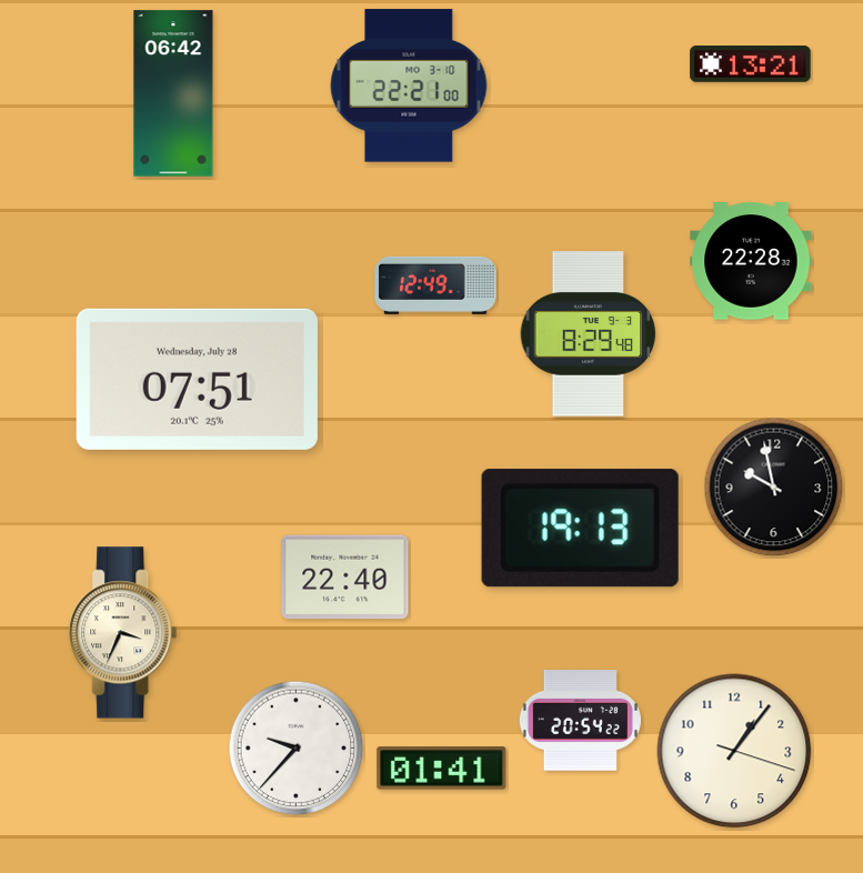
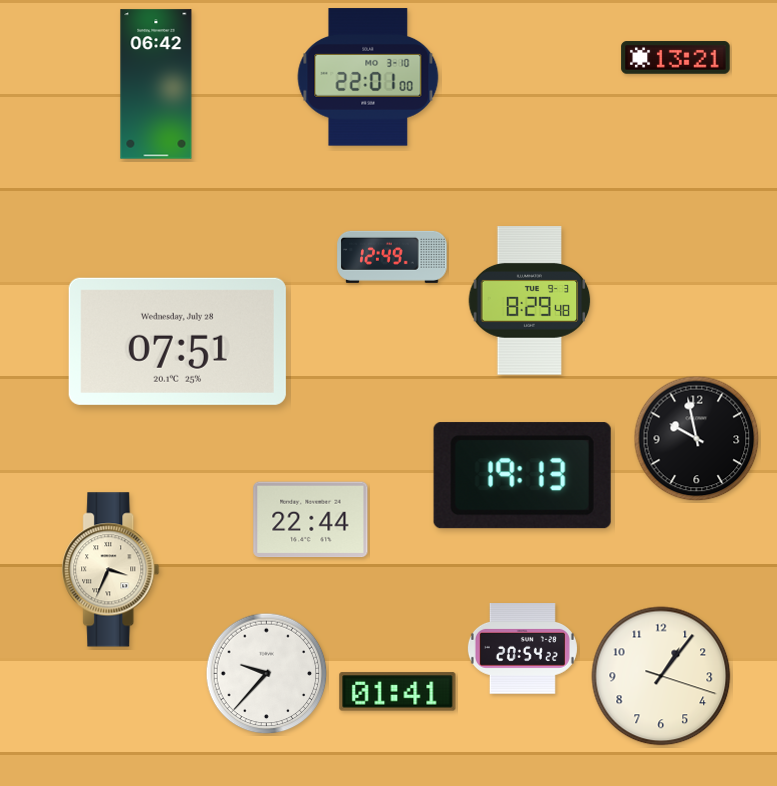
clock at (409, 86): 22:21 -> 22:01
clock at (751, 261): 22:28 -> none
clock at (345, 578): 22:40 -> 22:44
